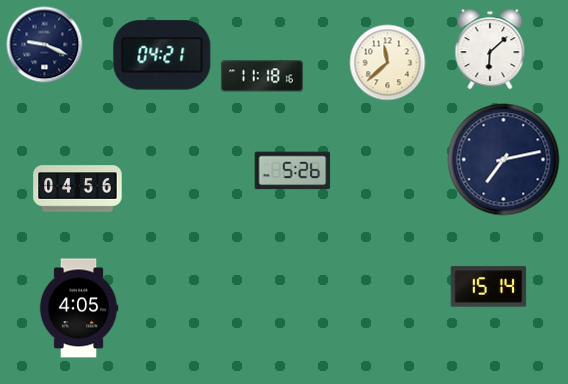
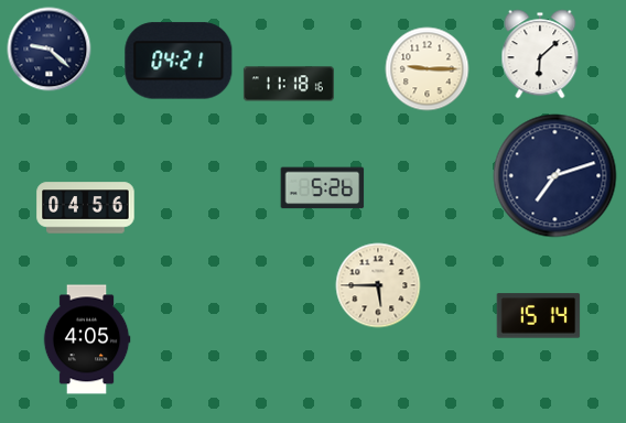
clock at (45, 45): 9:19 -> 9:22
clock at (388, 63): 11:38 -> 9:15
clock at (504, 160): 7:13 -> 7:12
clock at (378, 285): none -> 5:45
